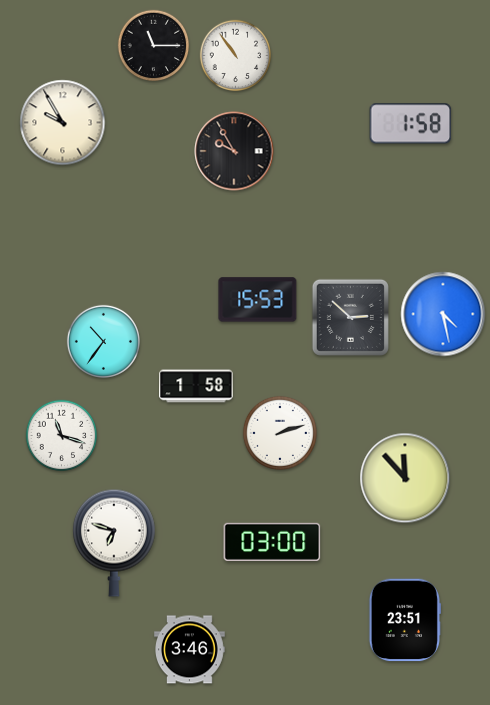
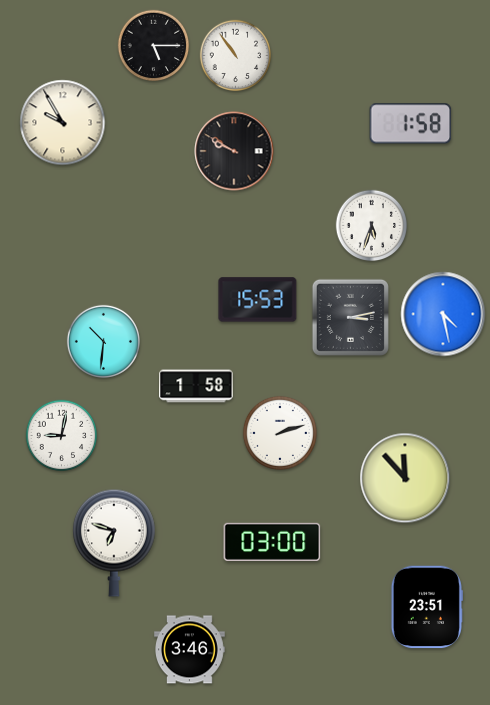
clock at (154, 46): 11:15 -> 5:15
clock at (234, 151): 9:55 -> 9:50
clock at (372, 226): none -> 5:33
clock at (350, 317): 2:52 -> 3:13
clock at (103, 341): 10:36 -> 10:31
clock at (62, 436): 11:18 -> 9:02
clock at (405, 620) position: (405, 620) -> (427, 607)
